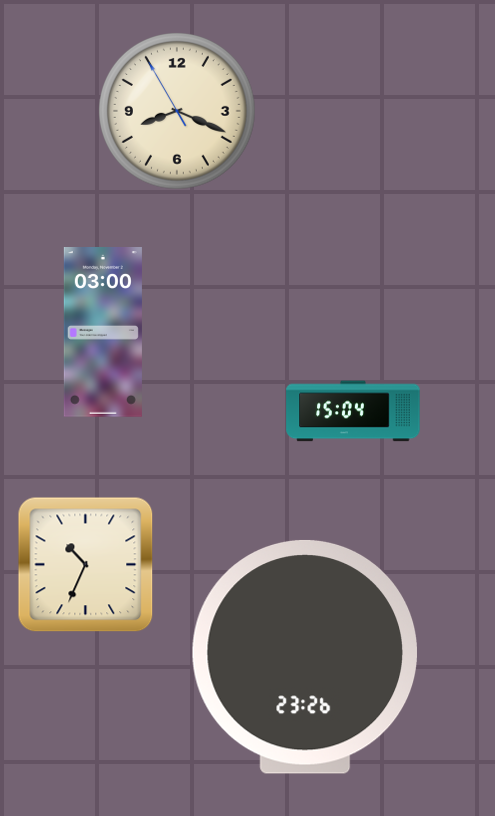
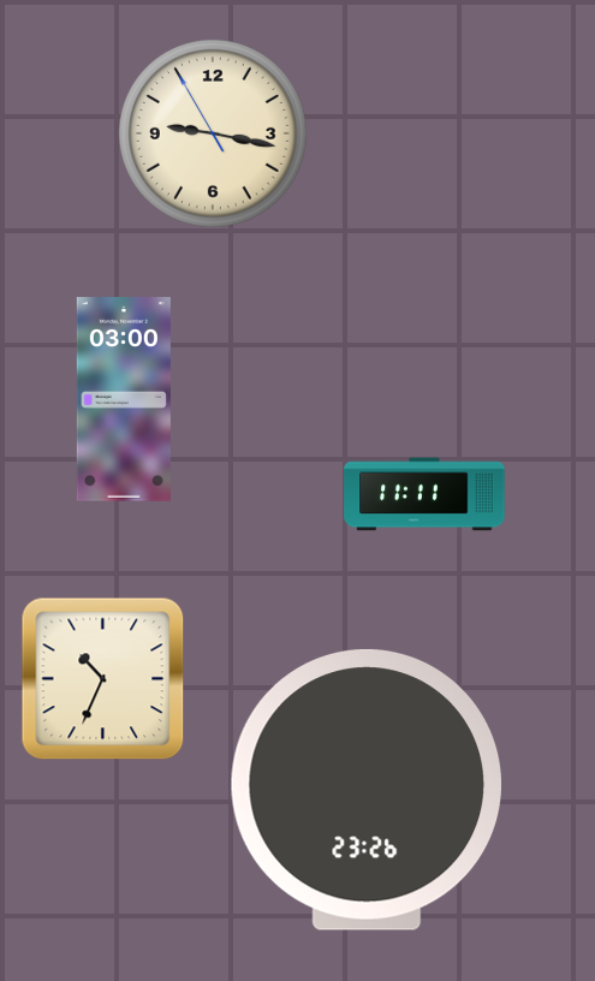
clock at (178, 112): 8:18 -> 9:16
clock at (353, 411): 15:04 -> 11:11
